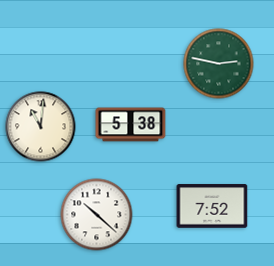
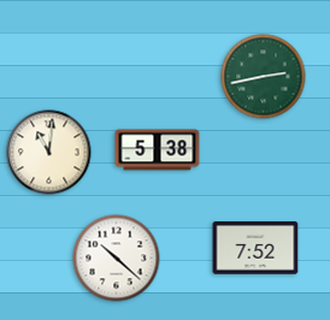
clock at (219, 64): 2:47 -> 2:43
